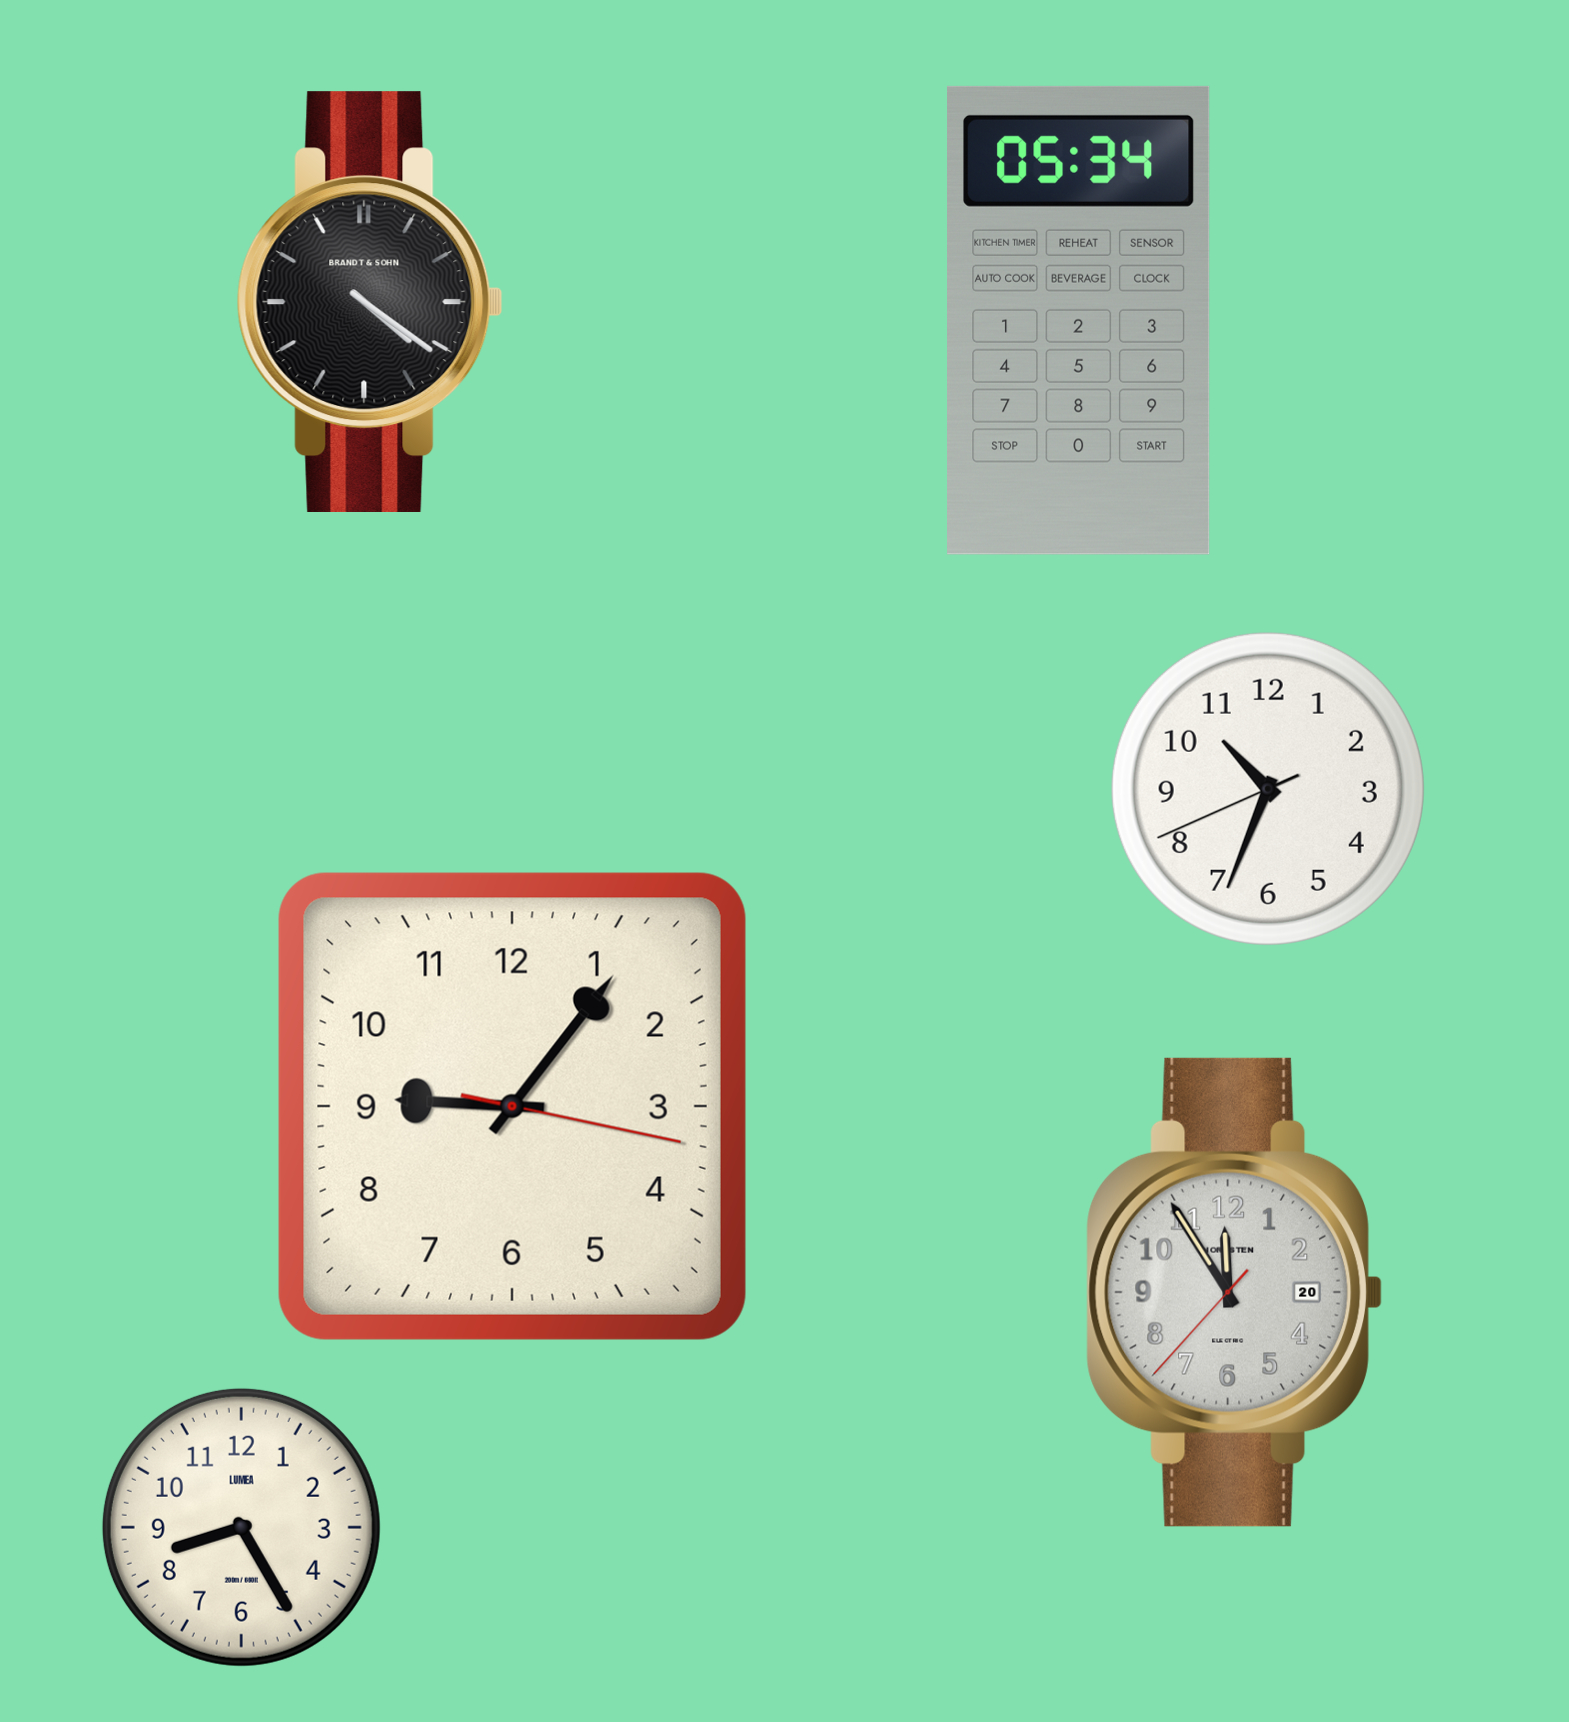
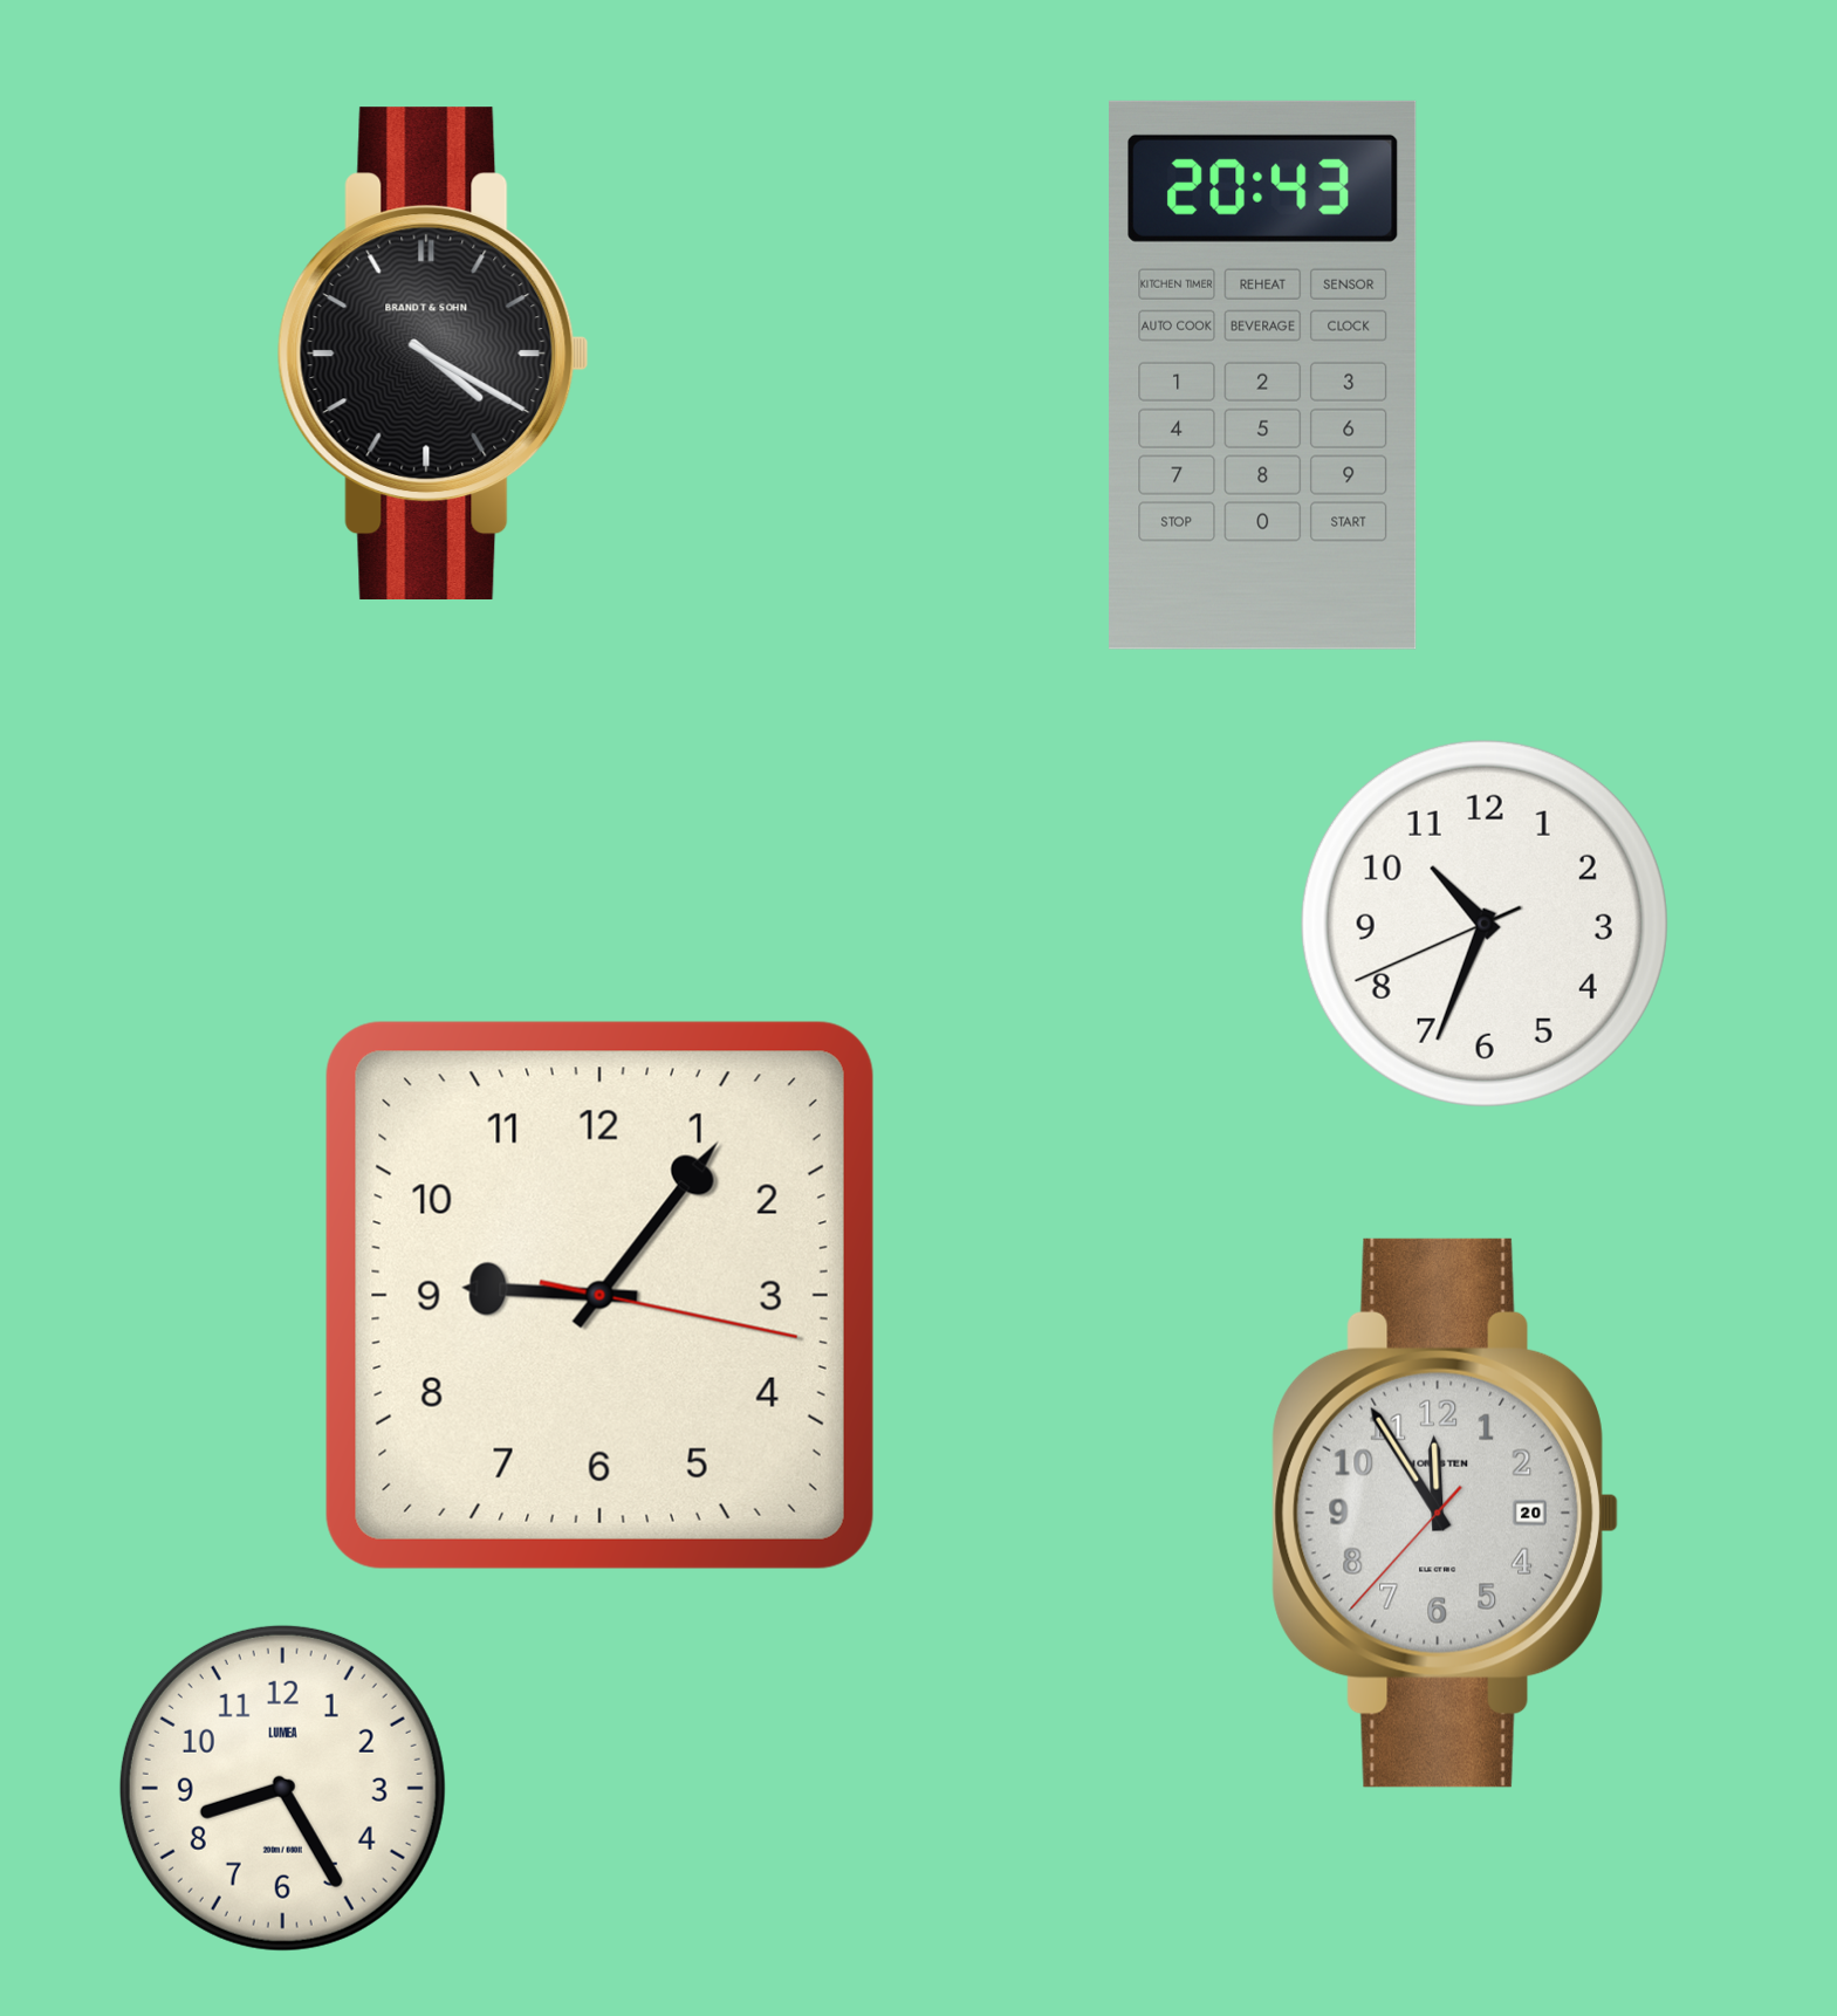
clock at (370, 301): 4:21 -> 4:20
clock at (1079, 320): 05:34 -> 20:43
